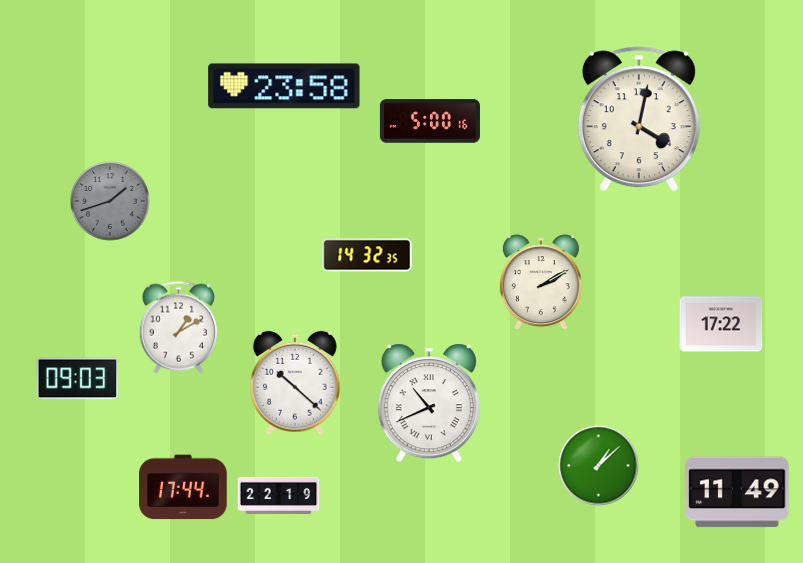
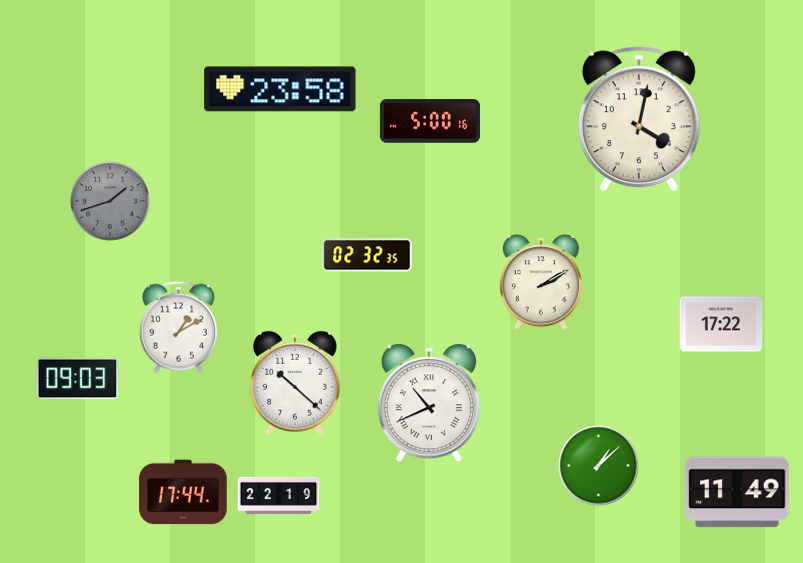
clock at (284, 86) position: (284, 86) -> (280, 89)
clock at (367, 255): 14:32 -> 02:32
clock at (183, 487) position: (183, 487) -> (183, 492)
